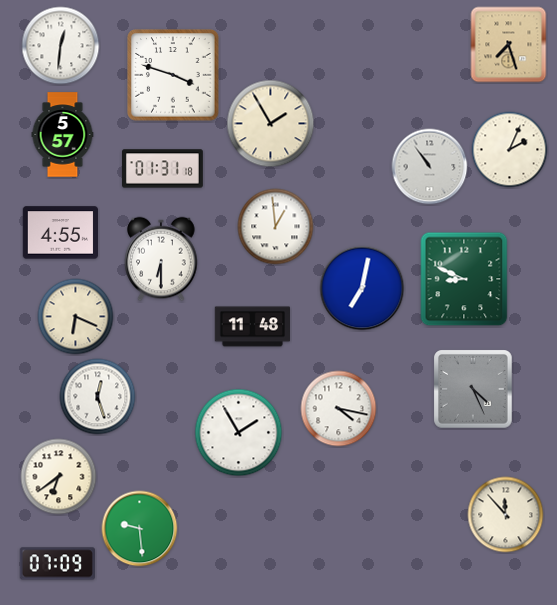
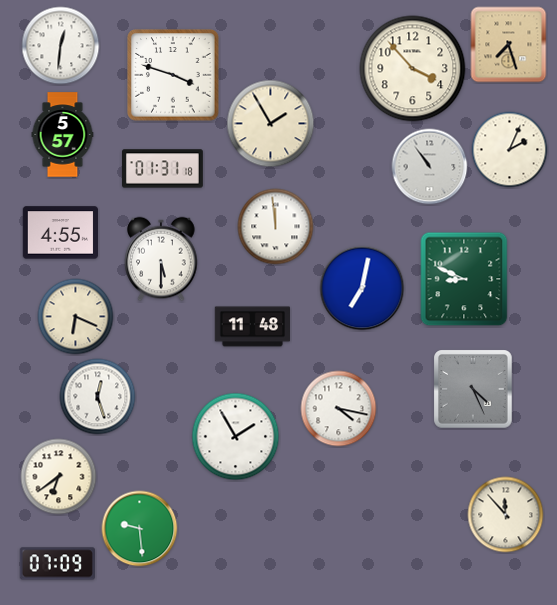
clock at (413, 69): none -> 3:53
clock at (276, 227): 12:59 -> 11:59
clock at (161, 259): 6:30 -> 5:30
clock at (239, 433) position: (239, 433) -> (236, 437)
